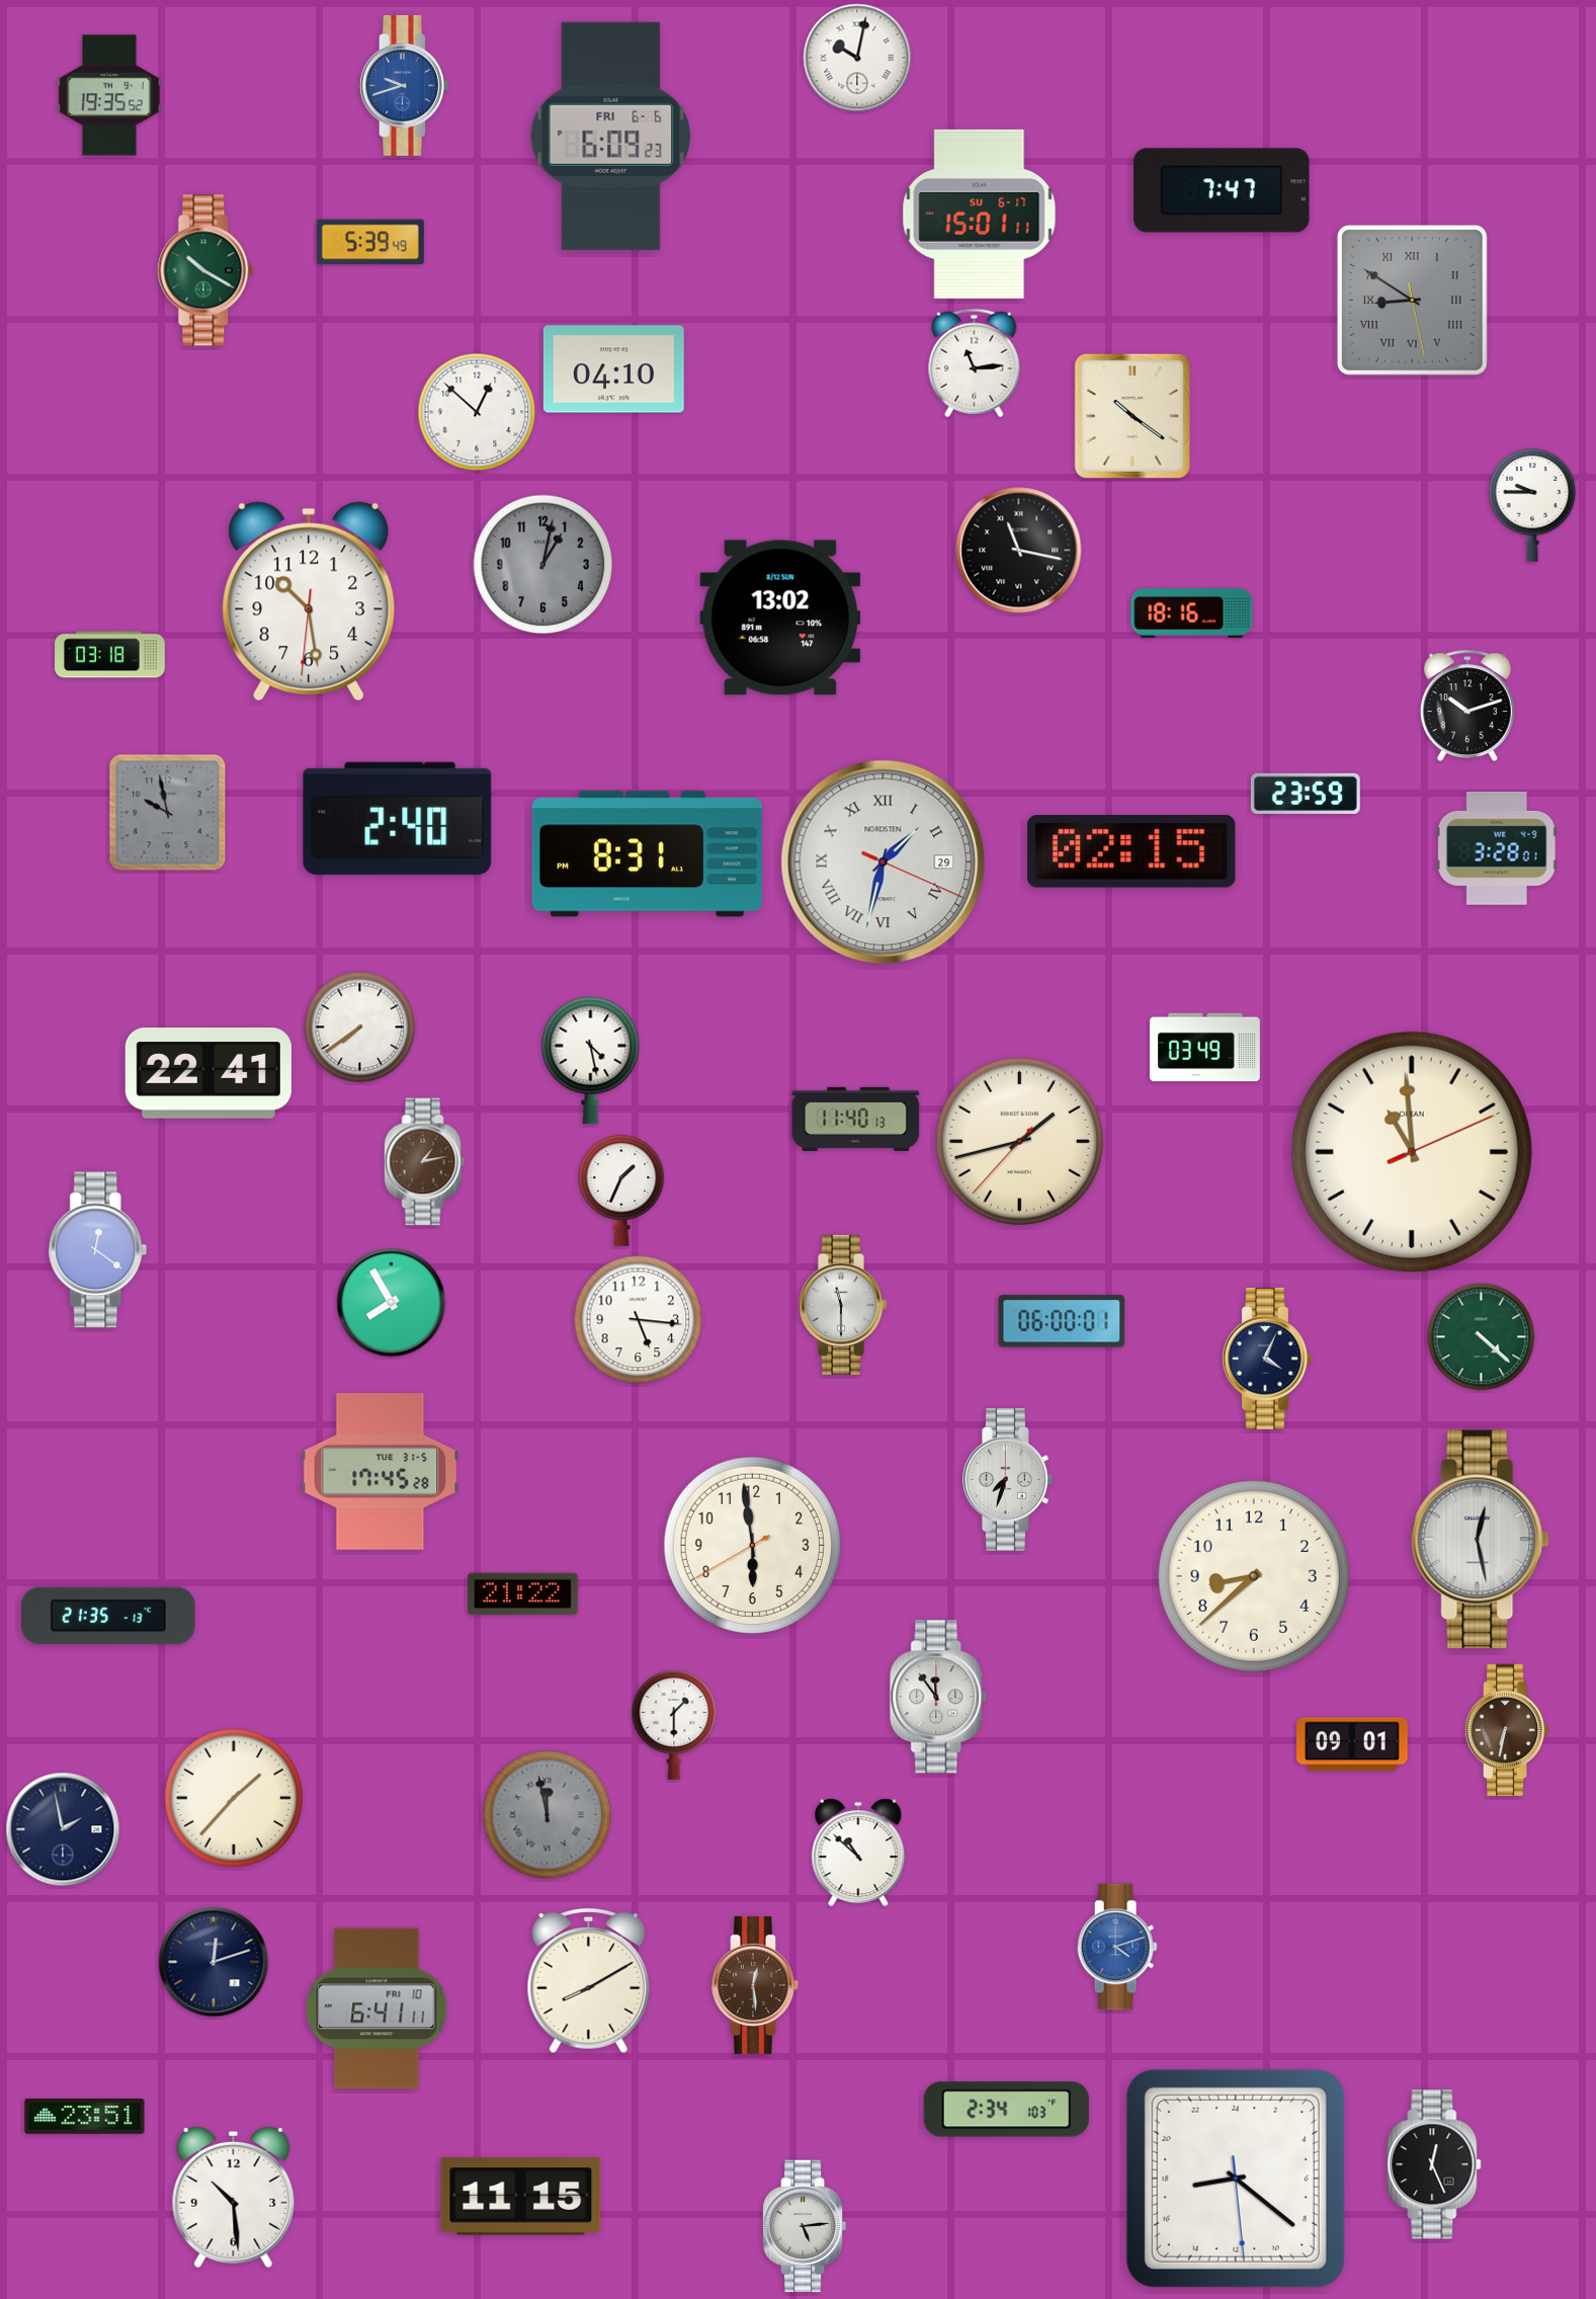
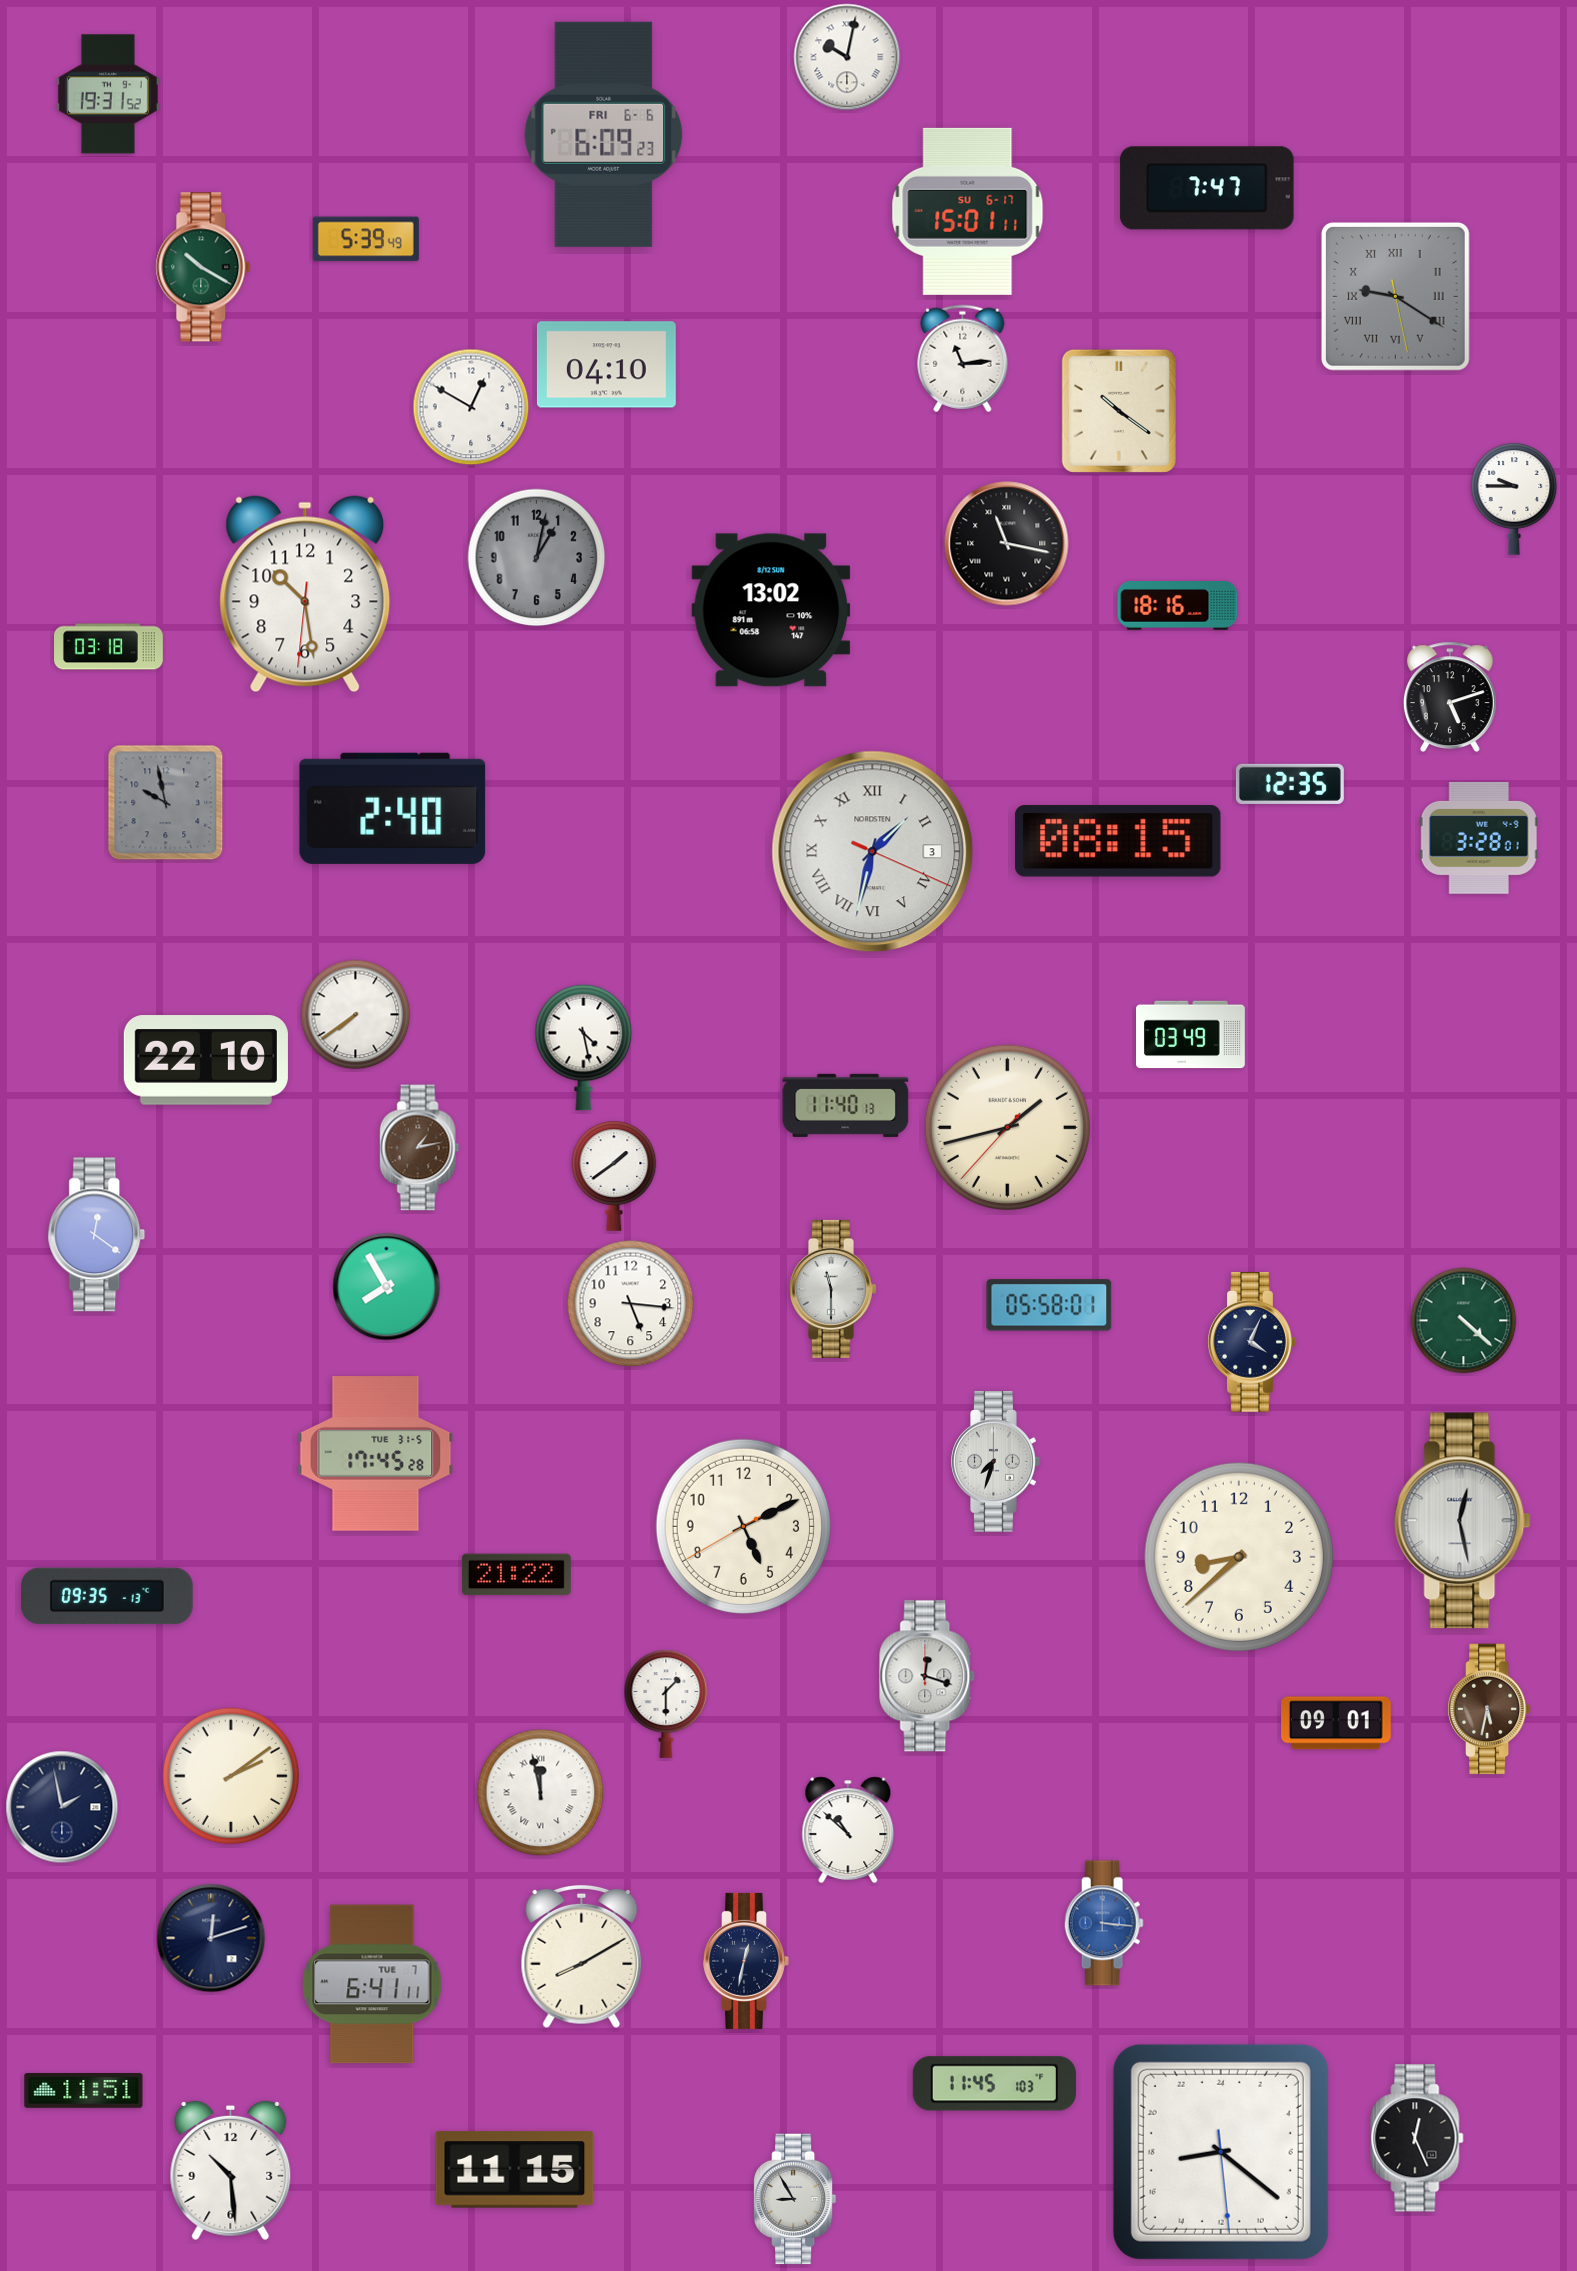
clock at (405, 85): 9:42 -> none
clock at (109, 95): 19:35 -> 19:31
clock at (1412, 300): 8:50 -> 9:20
clock at (477, 412): 12:52 -> 12:50
clock at (1467, 706): 10:12 -> 5:12
clock at (1306, 794): 23:59 -> 12:35
clock at (1131, 852): 02:15 -> 08:15
clock at (647, 854): 8:31 -> none
clock at (884, 863) date: 29 -> 3
clock at (208, 1073): 22:41 -> 22:10
clock at (1412, 1152): 10:59 -> none
clock at (621, 1190): 1:34 -> 1:39
clock at (1062, 1321): 06:00 -> 05:58
clock at (752, 1545): 5:58 -> 5:10
clock at (108, 1616): 21:35 -> 09:35
clock at (939, 1697): 11:54 -> 12:18
clock at (1507, 1730): 6:32 -> 5:32
clock at (234, 1798): 1:37 -> 2:09
clock at (548, 1815) dial: grey -> white
clock at (1117, 1947): 4:12 -> 3:16
clock at (755, 1985): 12:29 -> 12:32
clock at (755, 1985) dial: brown -> navy
clock at (376, 2008) date: FRI 10 -> TUE 7
clock at (1006, 2110): 2:34 -> 11:45
clock at (85, 2117): 23:51 -> 11:51
clock at (805, 2226): 5:14 -> 8:55
